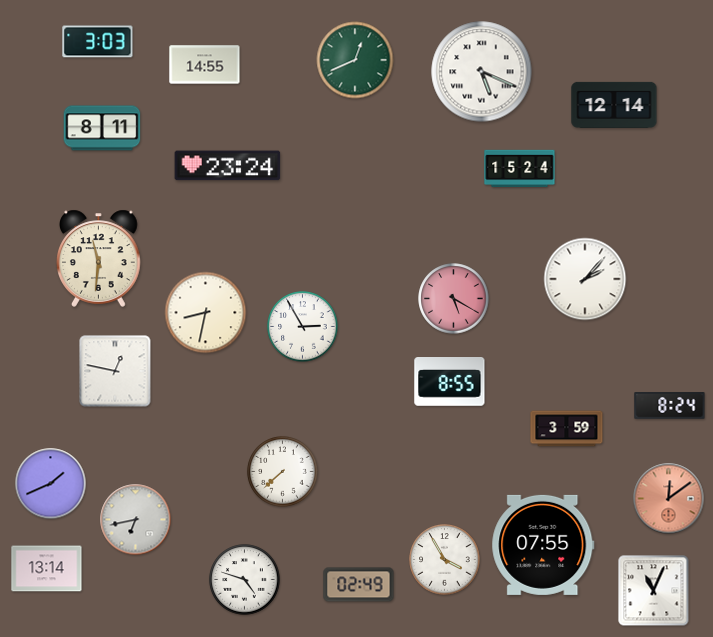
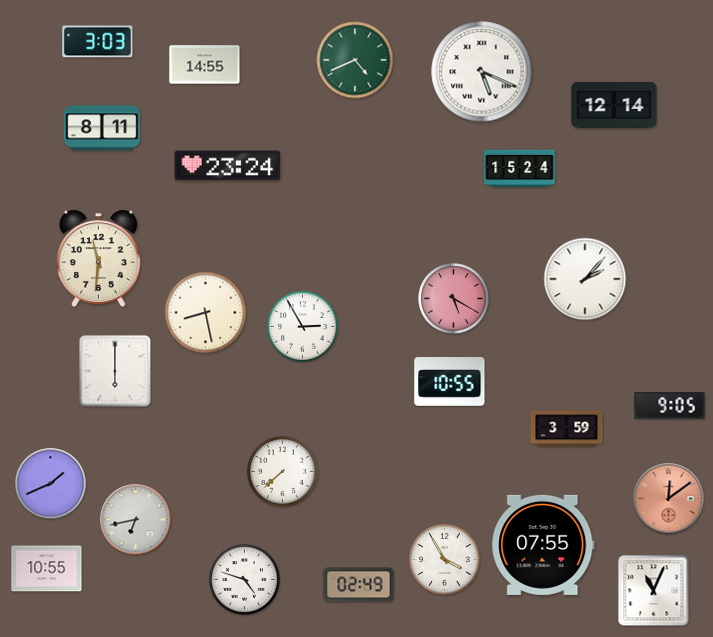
clock at (355, 60): 12:41 -> 4:41
clock at (206, 313): 8:32 -> 8:28
clock at (115, 371): 12:47 -> 6:00
clock at (450, 382): 8:55 -> 10:55
clock at (670, 406): 8:24 -> 9:05
clock at (47, 569): 13:14 -> 10:55
